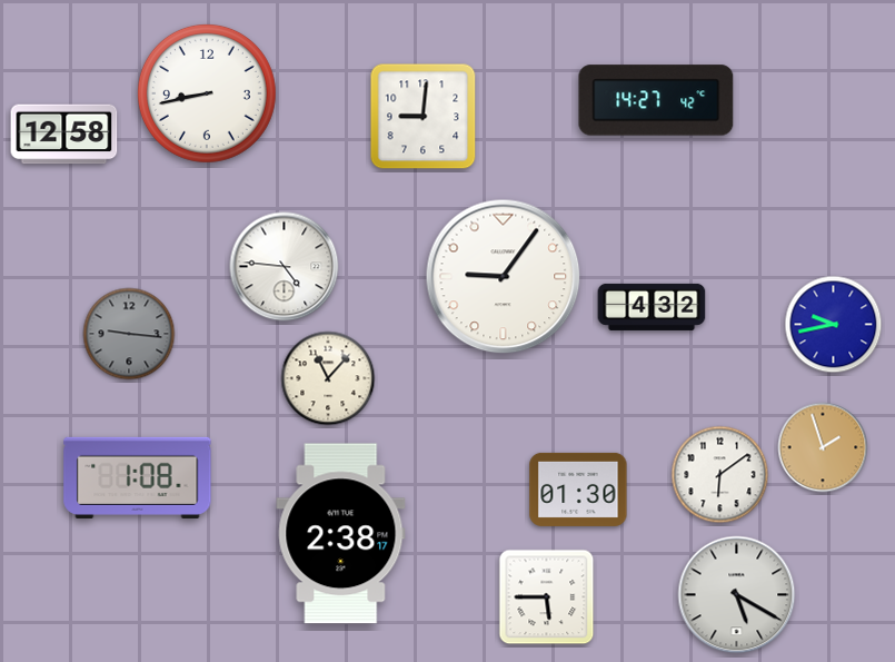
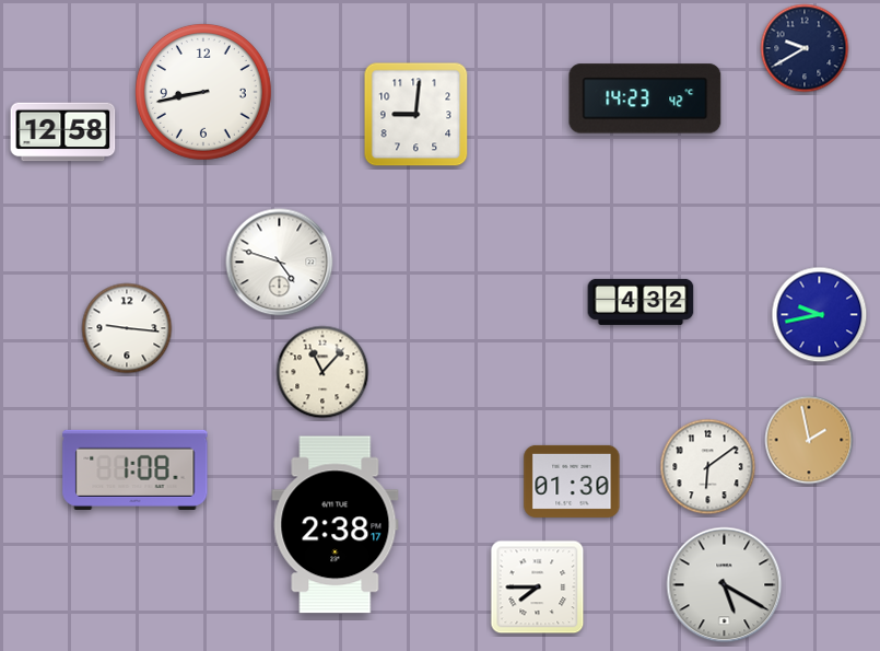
clock at (805, 48): none -> 9:40
clock at (656, 100): 14:27 -> 14:23
clock at (285, 267): 4:46 -> 4:48
clock at (504, 277): 9:06 -> none
clock at (834, 325) position: (834, 325) -> (820, 315)
clock at (129, 334) dial: grey -> white
clock at (823, 447): 1:57 -> 1:58
clock at (578, 490) position: (578, 490) -> (572, 481)
clock at (547, 597): 5:45 -> 7:45
